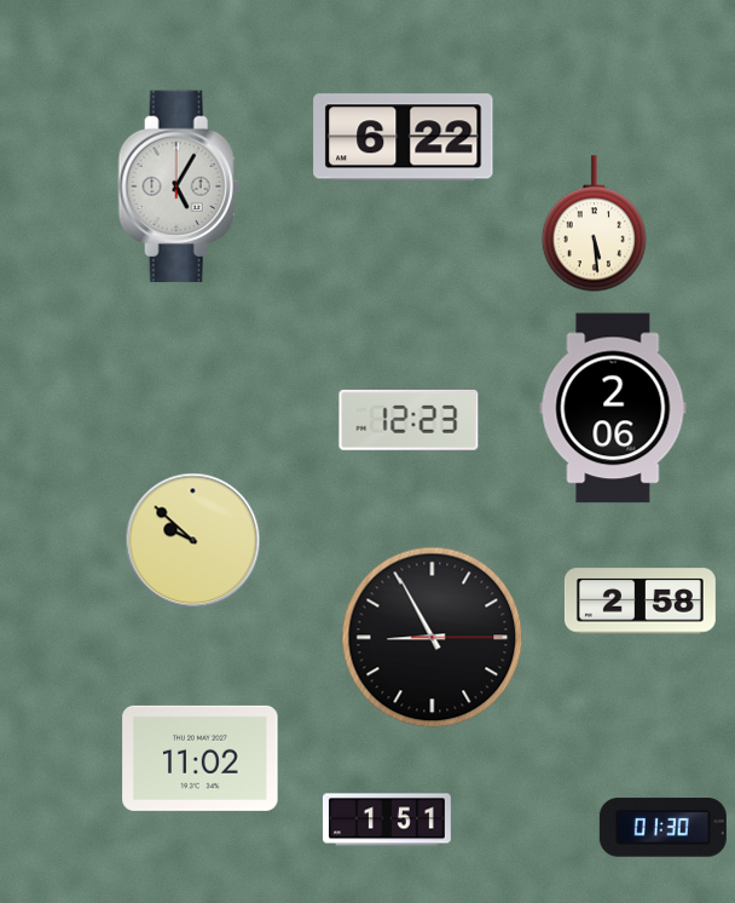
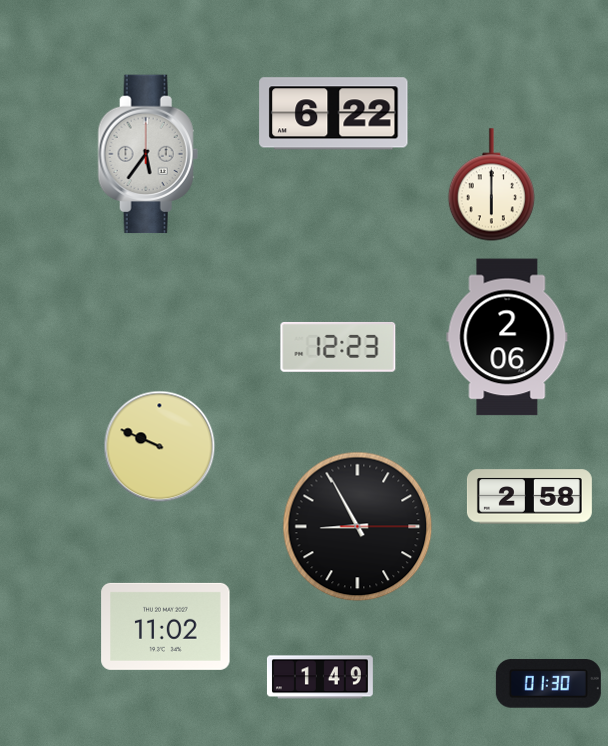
clock at (179, 186): 5:05 -> 5:36
clock at (594, 224): 5:29 -> 6:00
clock at (193, 541): 9:52 -> 9:49
clock at (387, 819): 1:51 -> 1:49
